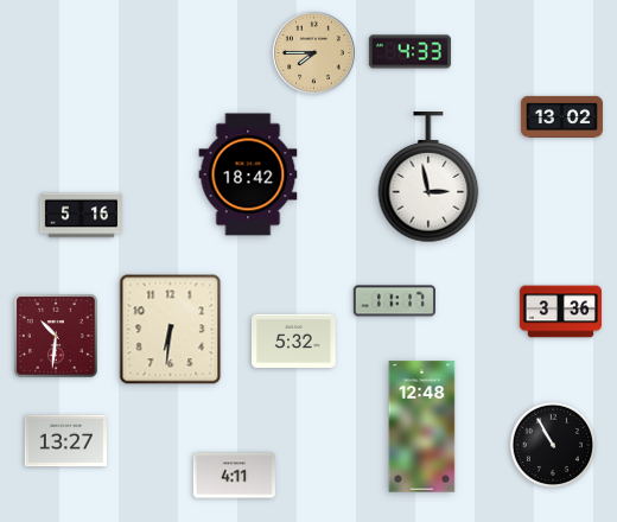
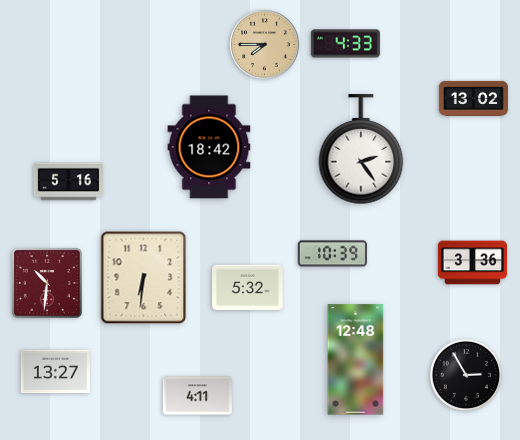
clock at (428, 178): 2:58 -> 2:24
clock at (394, 301): 11:17 -> 10:39
clock at (552, 444): 10:55 -> 2:55
clock at (234, 476) position: (234, 476) -> (197, 396)
